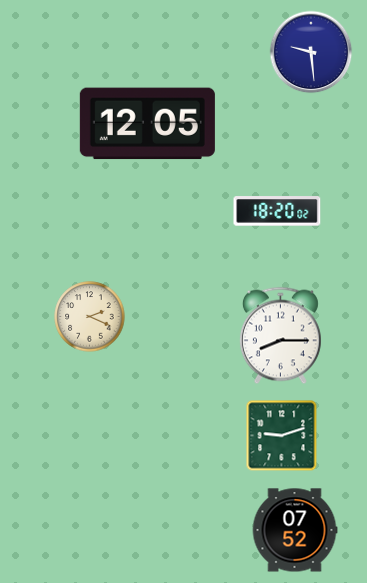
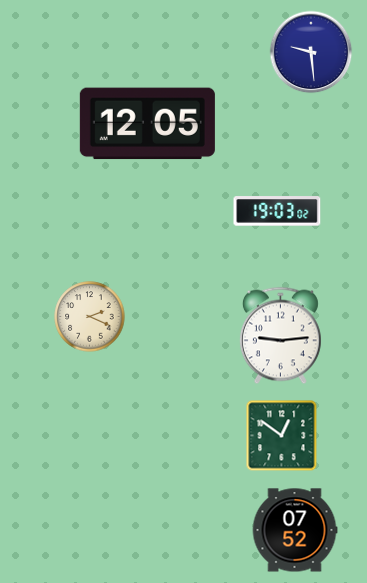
clock at (277, 211): 18:20 -> 19:03
clock at (280, 336): 8:15 -> 9:14
clock at (282, 436): 9:12 -> 12:51
